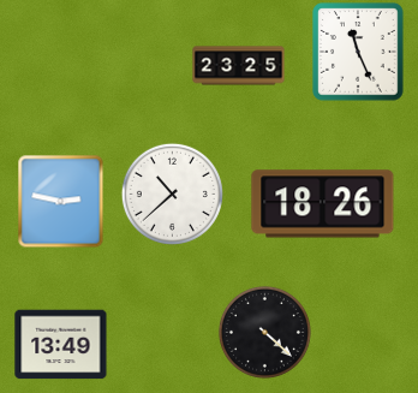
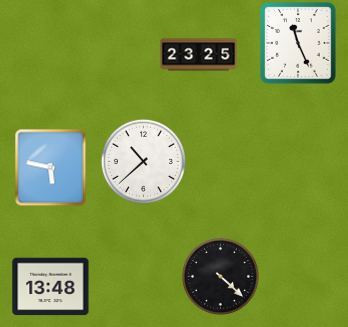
clock at (61, 201): 2:47 -> 5:47
clock at (323, 204): 18:26 -> none
clock at (61, 345): 13:49 -> 13:48
